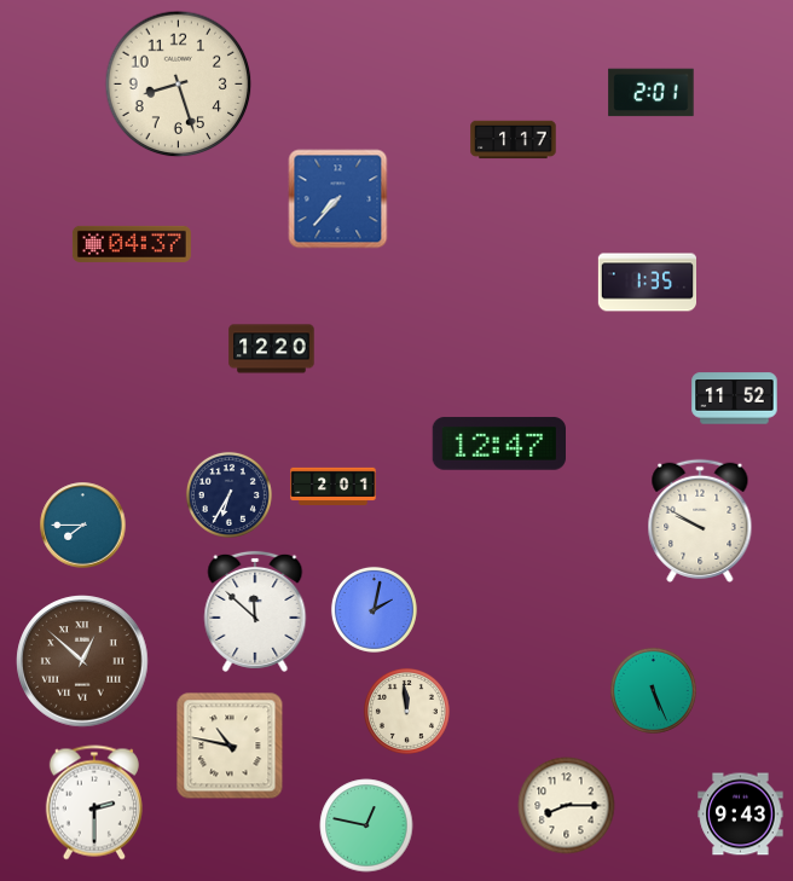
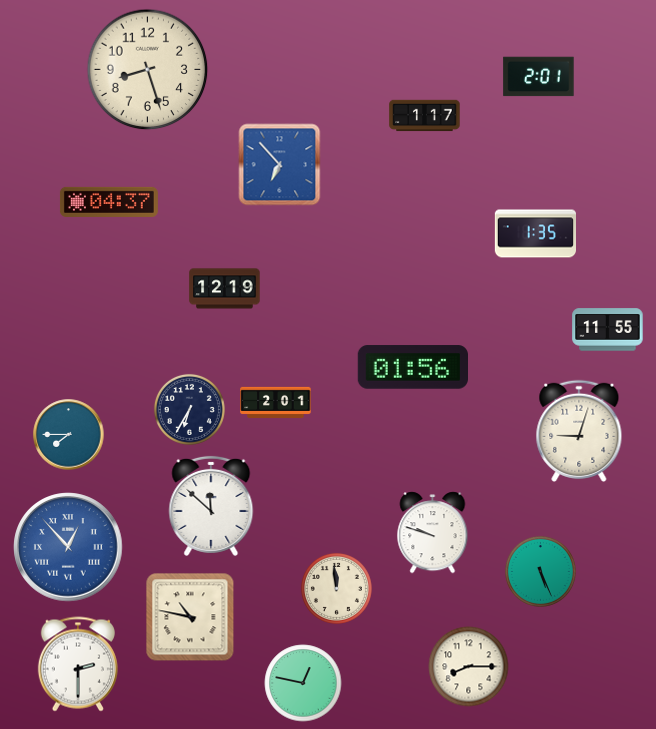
clock at (338, 199): 7:37 -> 6:53
clock at (272, 349): 12:20 -> 12:19
clock at (735, 399): 11:52 -> 11:55
clock at (498, 444): 12:47 -> 01:56
clock at (700, 521): 9:50 -> 9:03
clock at (374, 609): 2:02 -> none
clock at (433, 533): none -> 9:48
clock at (82, 661): 12:52 -> 12:53
clock at (82, 661) dial: brown -> blue
clock at (741, 815): 9:43 -> none
